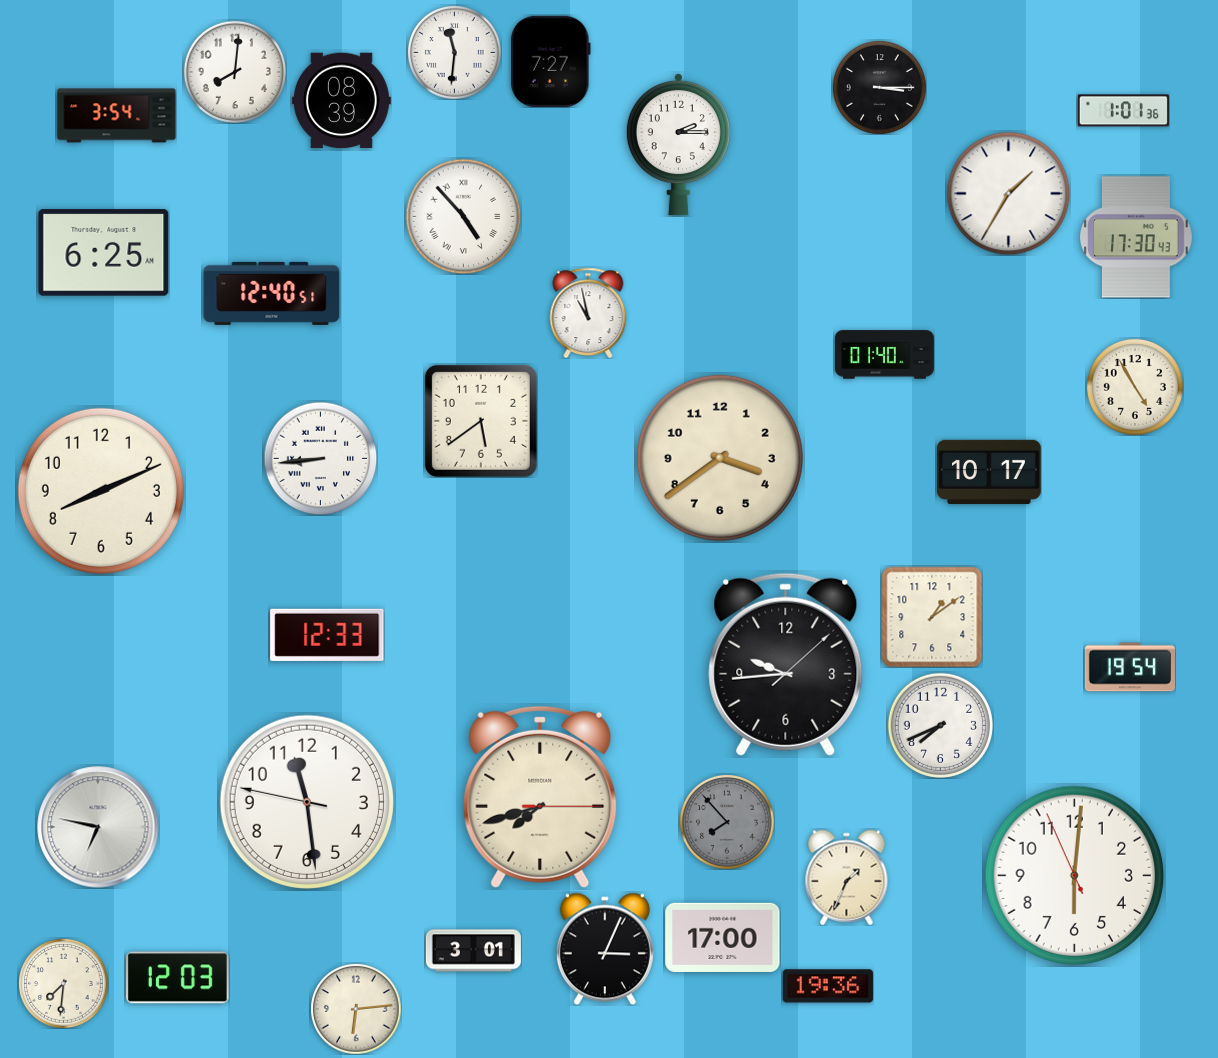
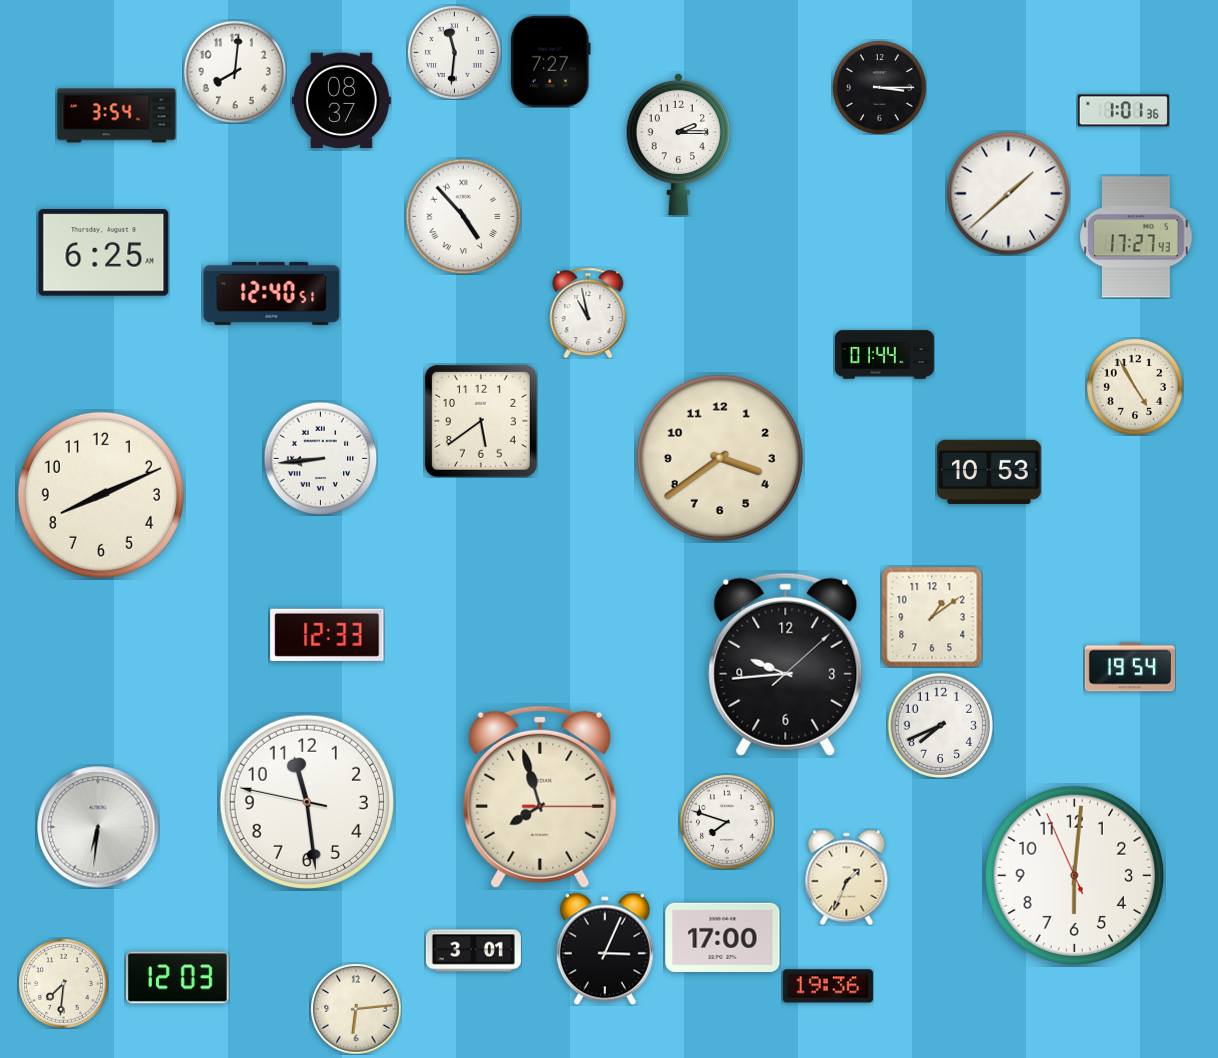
clock at (341, 101): 08:39 -> 08:37
clock at (1008, 193): 1:35 -> 1:38
clock at (1137, 237): 17:30 -> 17:27
clock at (884, 355): 01:40 -> 01:44
clock at (989, 472): 10:17 -> 10:53
clock at (101, 491) position: (101, 491) -> (101, 495)
clock at (540, 797): 7:42 -> 7:57
clock at (727, 822): 7:53 -> 7:48
clock at (727, 822) dial: grey -> white
clock at (98, 827): 6:47 -> 6:31
